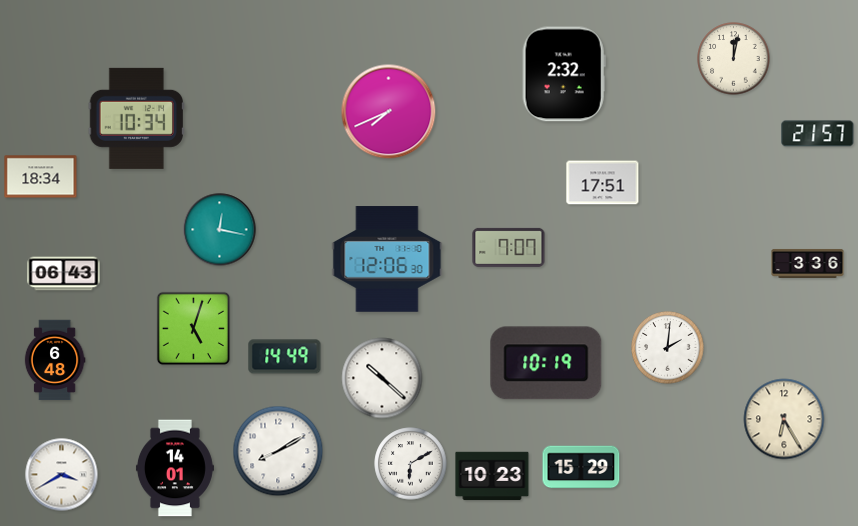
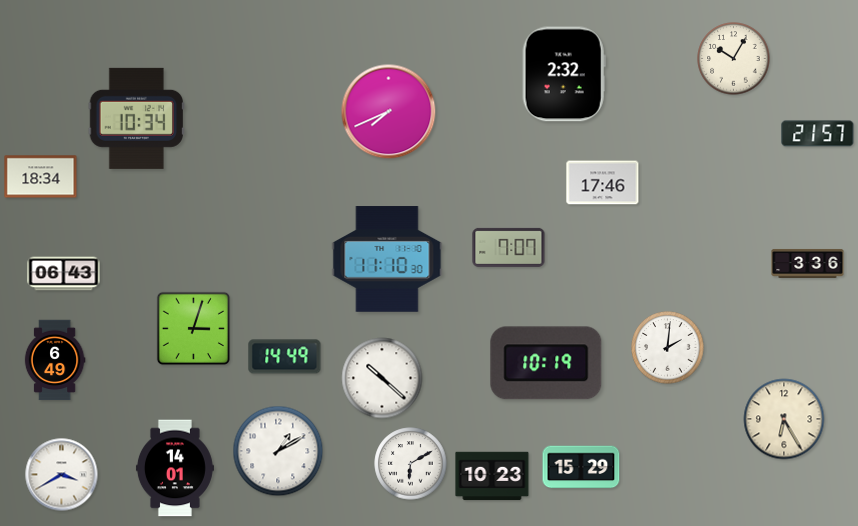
clock at (734, 59): 12:02 -> 10:05
clock at (603, 183): 17:51 -> 17:46
clock at (220, 230): 12:17 -> none
clock at (387, 259): 12:06 -> 11:10
clock at (193, 328): 5:03 -> 3:03
clock at (55, 360): 6:48 -> 6:49
clock at (278, 451): 8:10 -> 1:10
